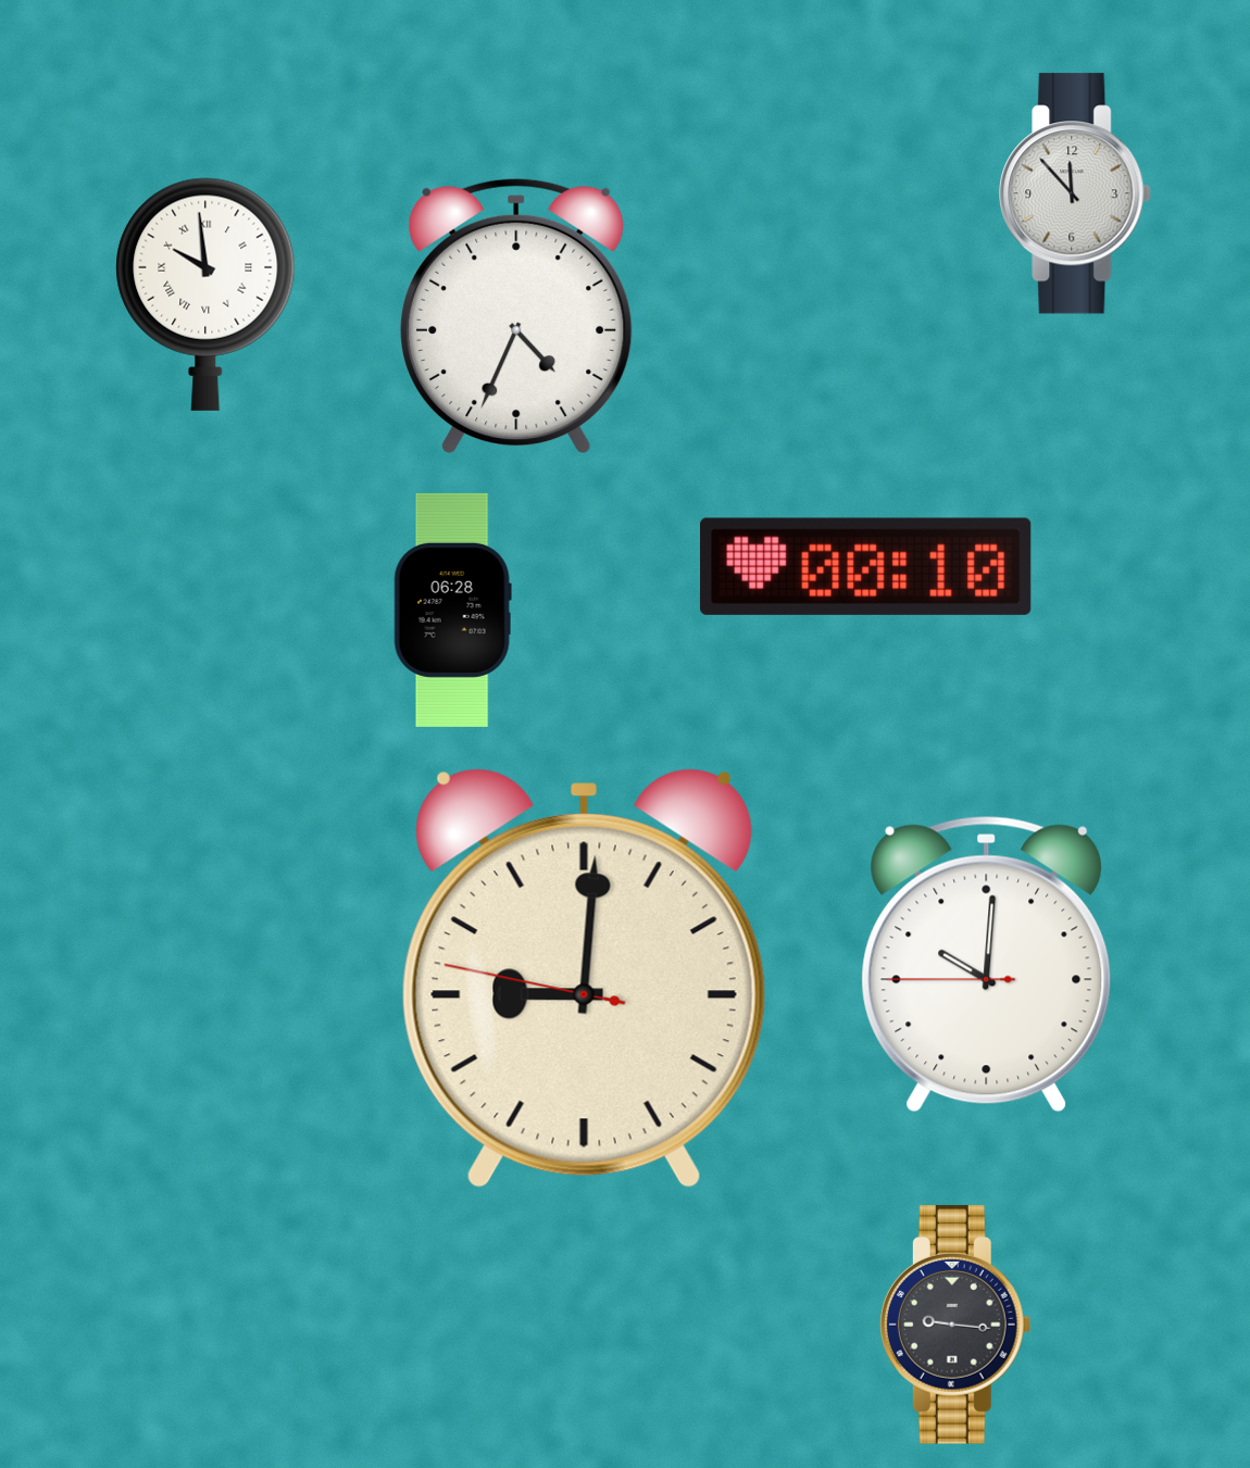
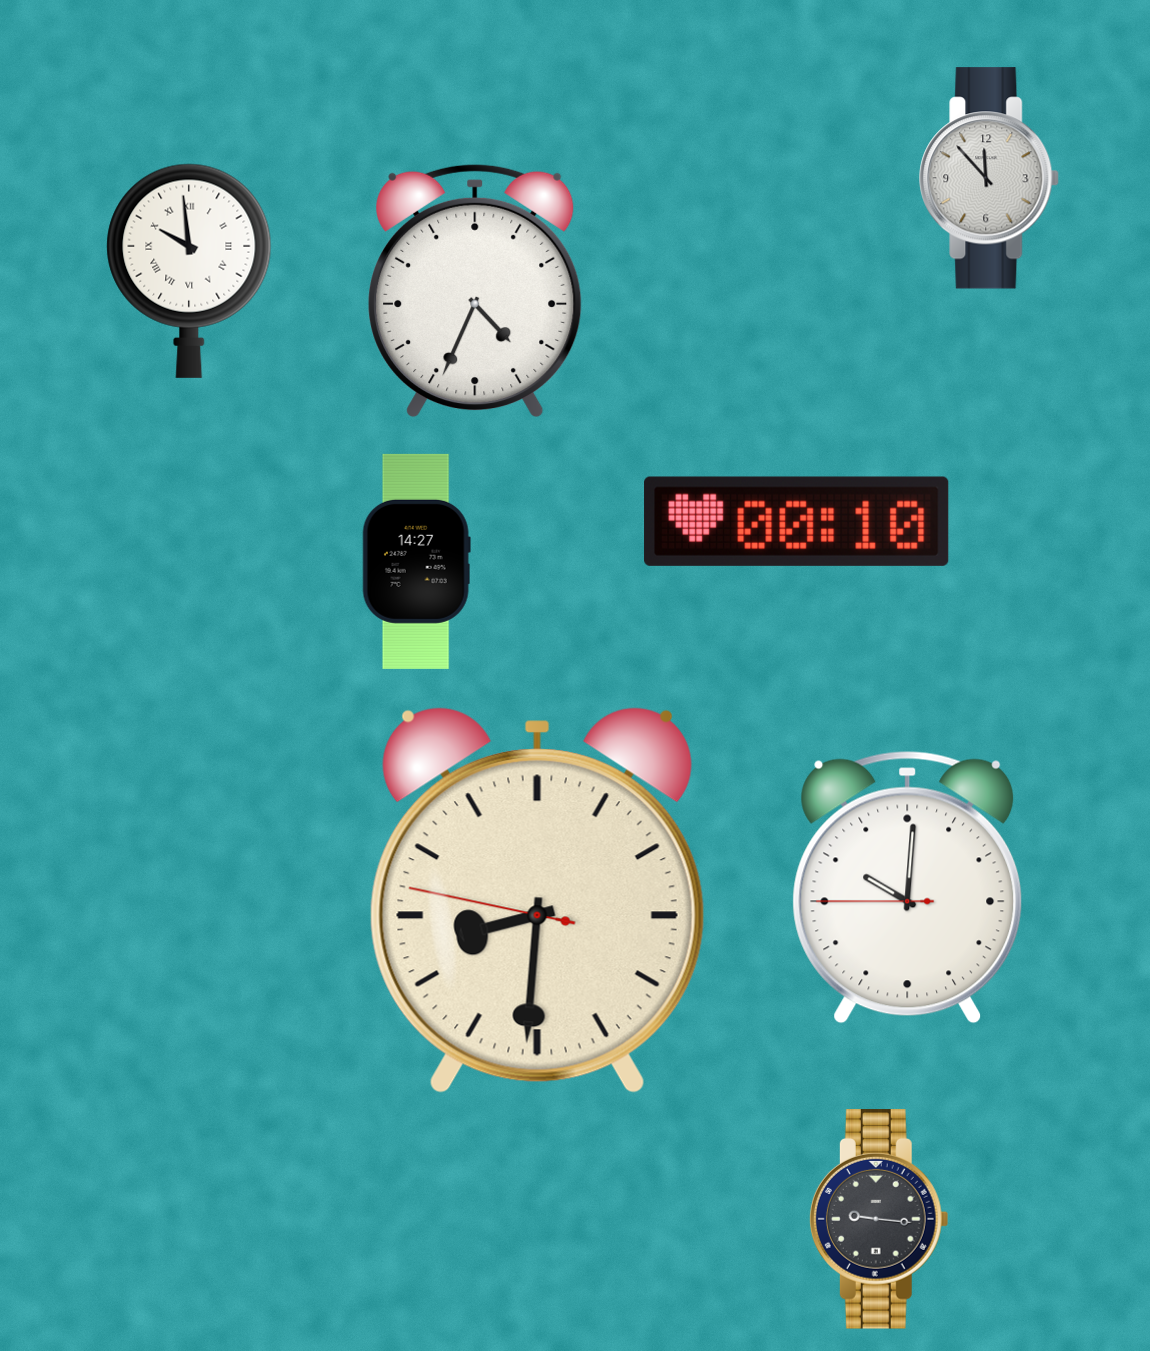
clock at (452, 610): 06:28 -> 14:27
clock at (584, 978): 9:00 -> 8:30
